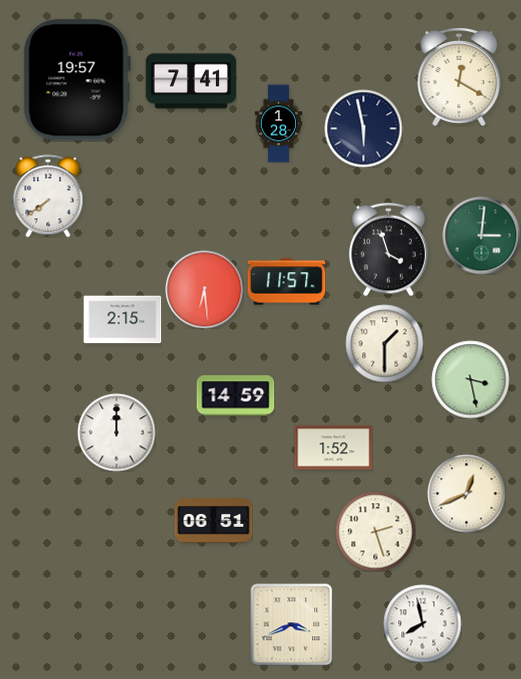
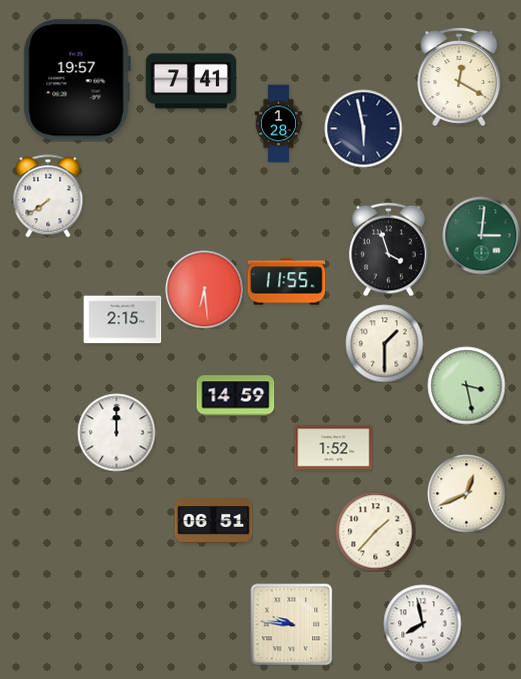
clock at (286, 282): 11:57 -> 11:55
clock at (470, 379) position: (470, 379) -> (466, 385)
clock at (375, 531): 2:27 -> 1:37
clock at (291, 624): 3:41 -> 9:46
